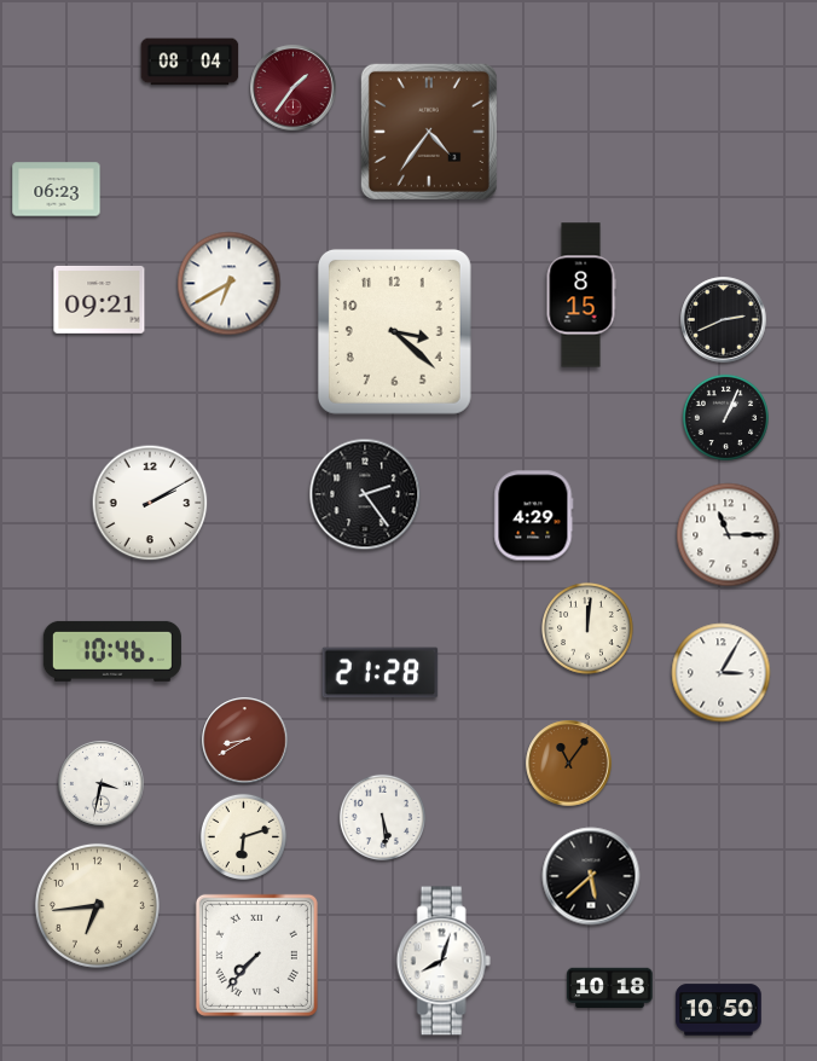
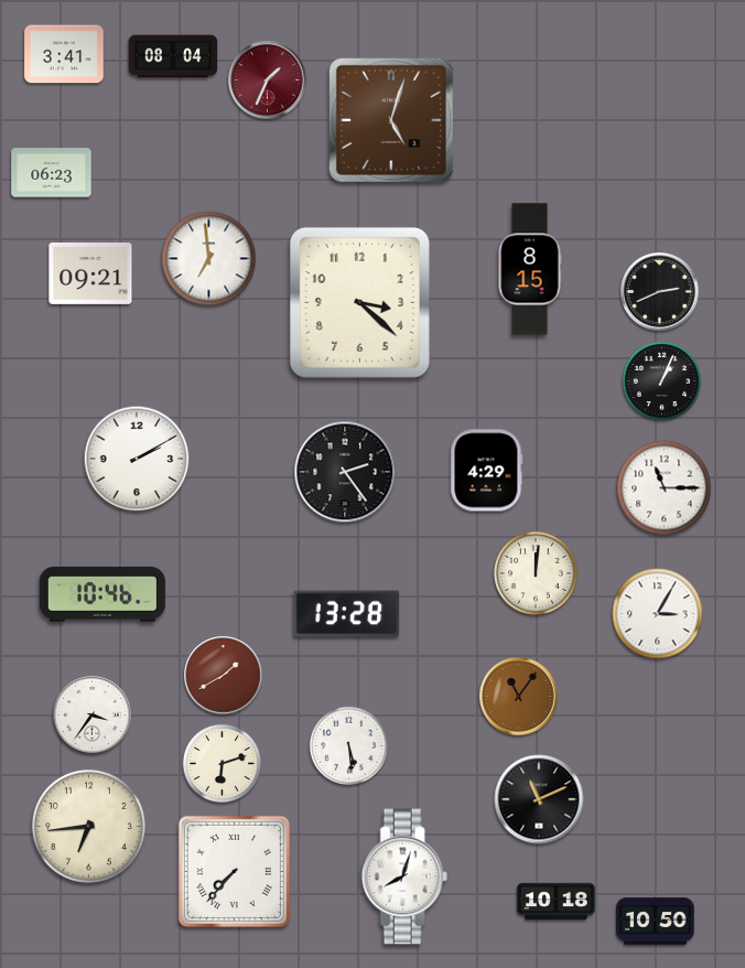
clock at (64, 54): none -> 3:41
clock at (294, 88): 1:36 -> 1:34
clock at (429, 132): 4:36 -> 5:03
clock at (230, 284): 6:40 -> 6:59
clock at (365, 494) position: (365, 494) -> (345, 472)
clock at (381, 673): 21:28 -> 13:28
clock at (245, 741): 8:40 -> 1:40
clock at (102, 784): 3:32 -> 3:36
clock at (591, 876): 5:38 -> 11:11
